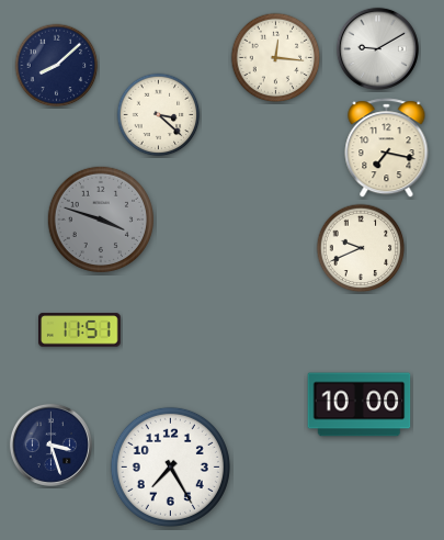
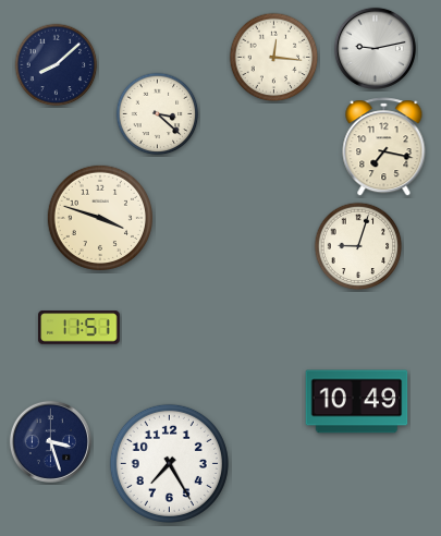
clock at (377, 48): 9:10 -> 9:13
clock at (100, 218) dial: grey -> cream
clock at (361, 248): 9:41 -> 9:03
clock at (360, 405): 10:00 -> 10:49
